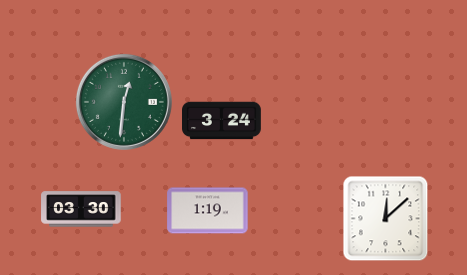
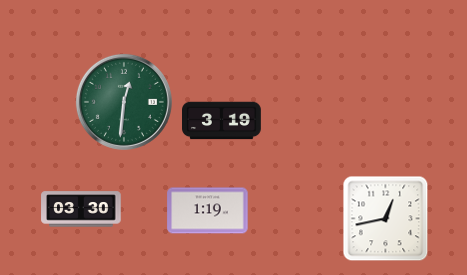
clock at (222, 121): 3:24 -> 3:19
clock at (386, 219): 12:08 -> 12:43
